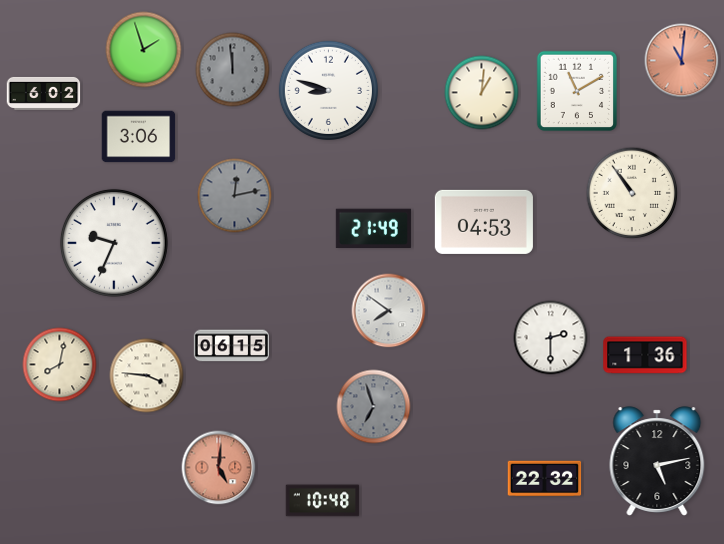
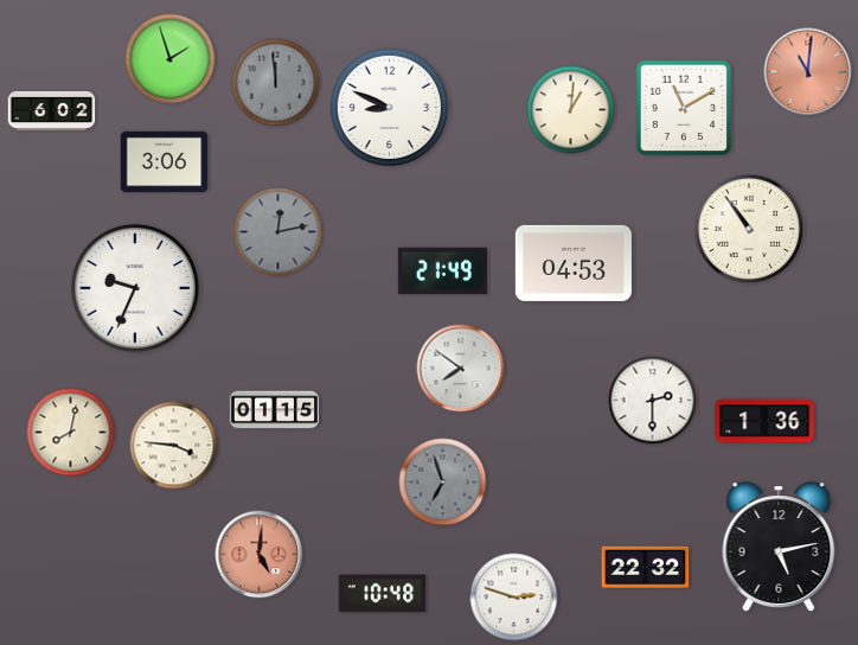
clock at (328, 90): 8:48 -> 8:49
clock at (231, 346): 06:15 -> 01:15
clock at (514, 598): none -> 2:48
